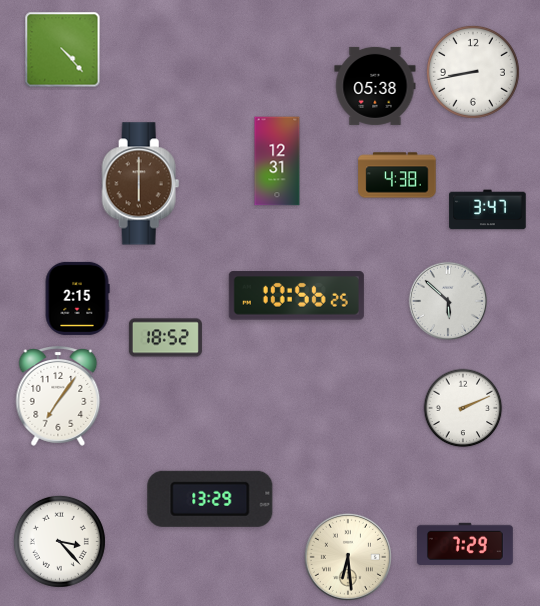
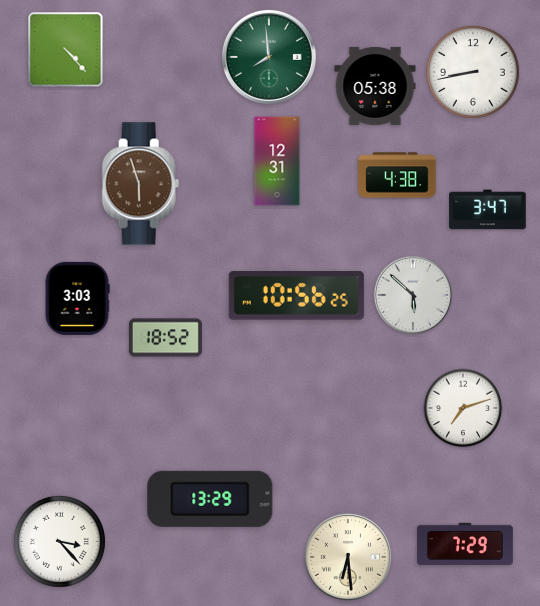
clock at (63, 50) position: (63, 50) -> (66, 50)
clock at (269, 57): none -> 7:59
clock at (141, 184): 6:00 -> 5:57
clock at (77, 298): 2:15 -> 3:03
clock at (447, 300) position: (447, 300) -> (412, 294)
clock at (58, 397): 7:06 -> none
clock at (463, 408): 2:11 -> 7:12
